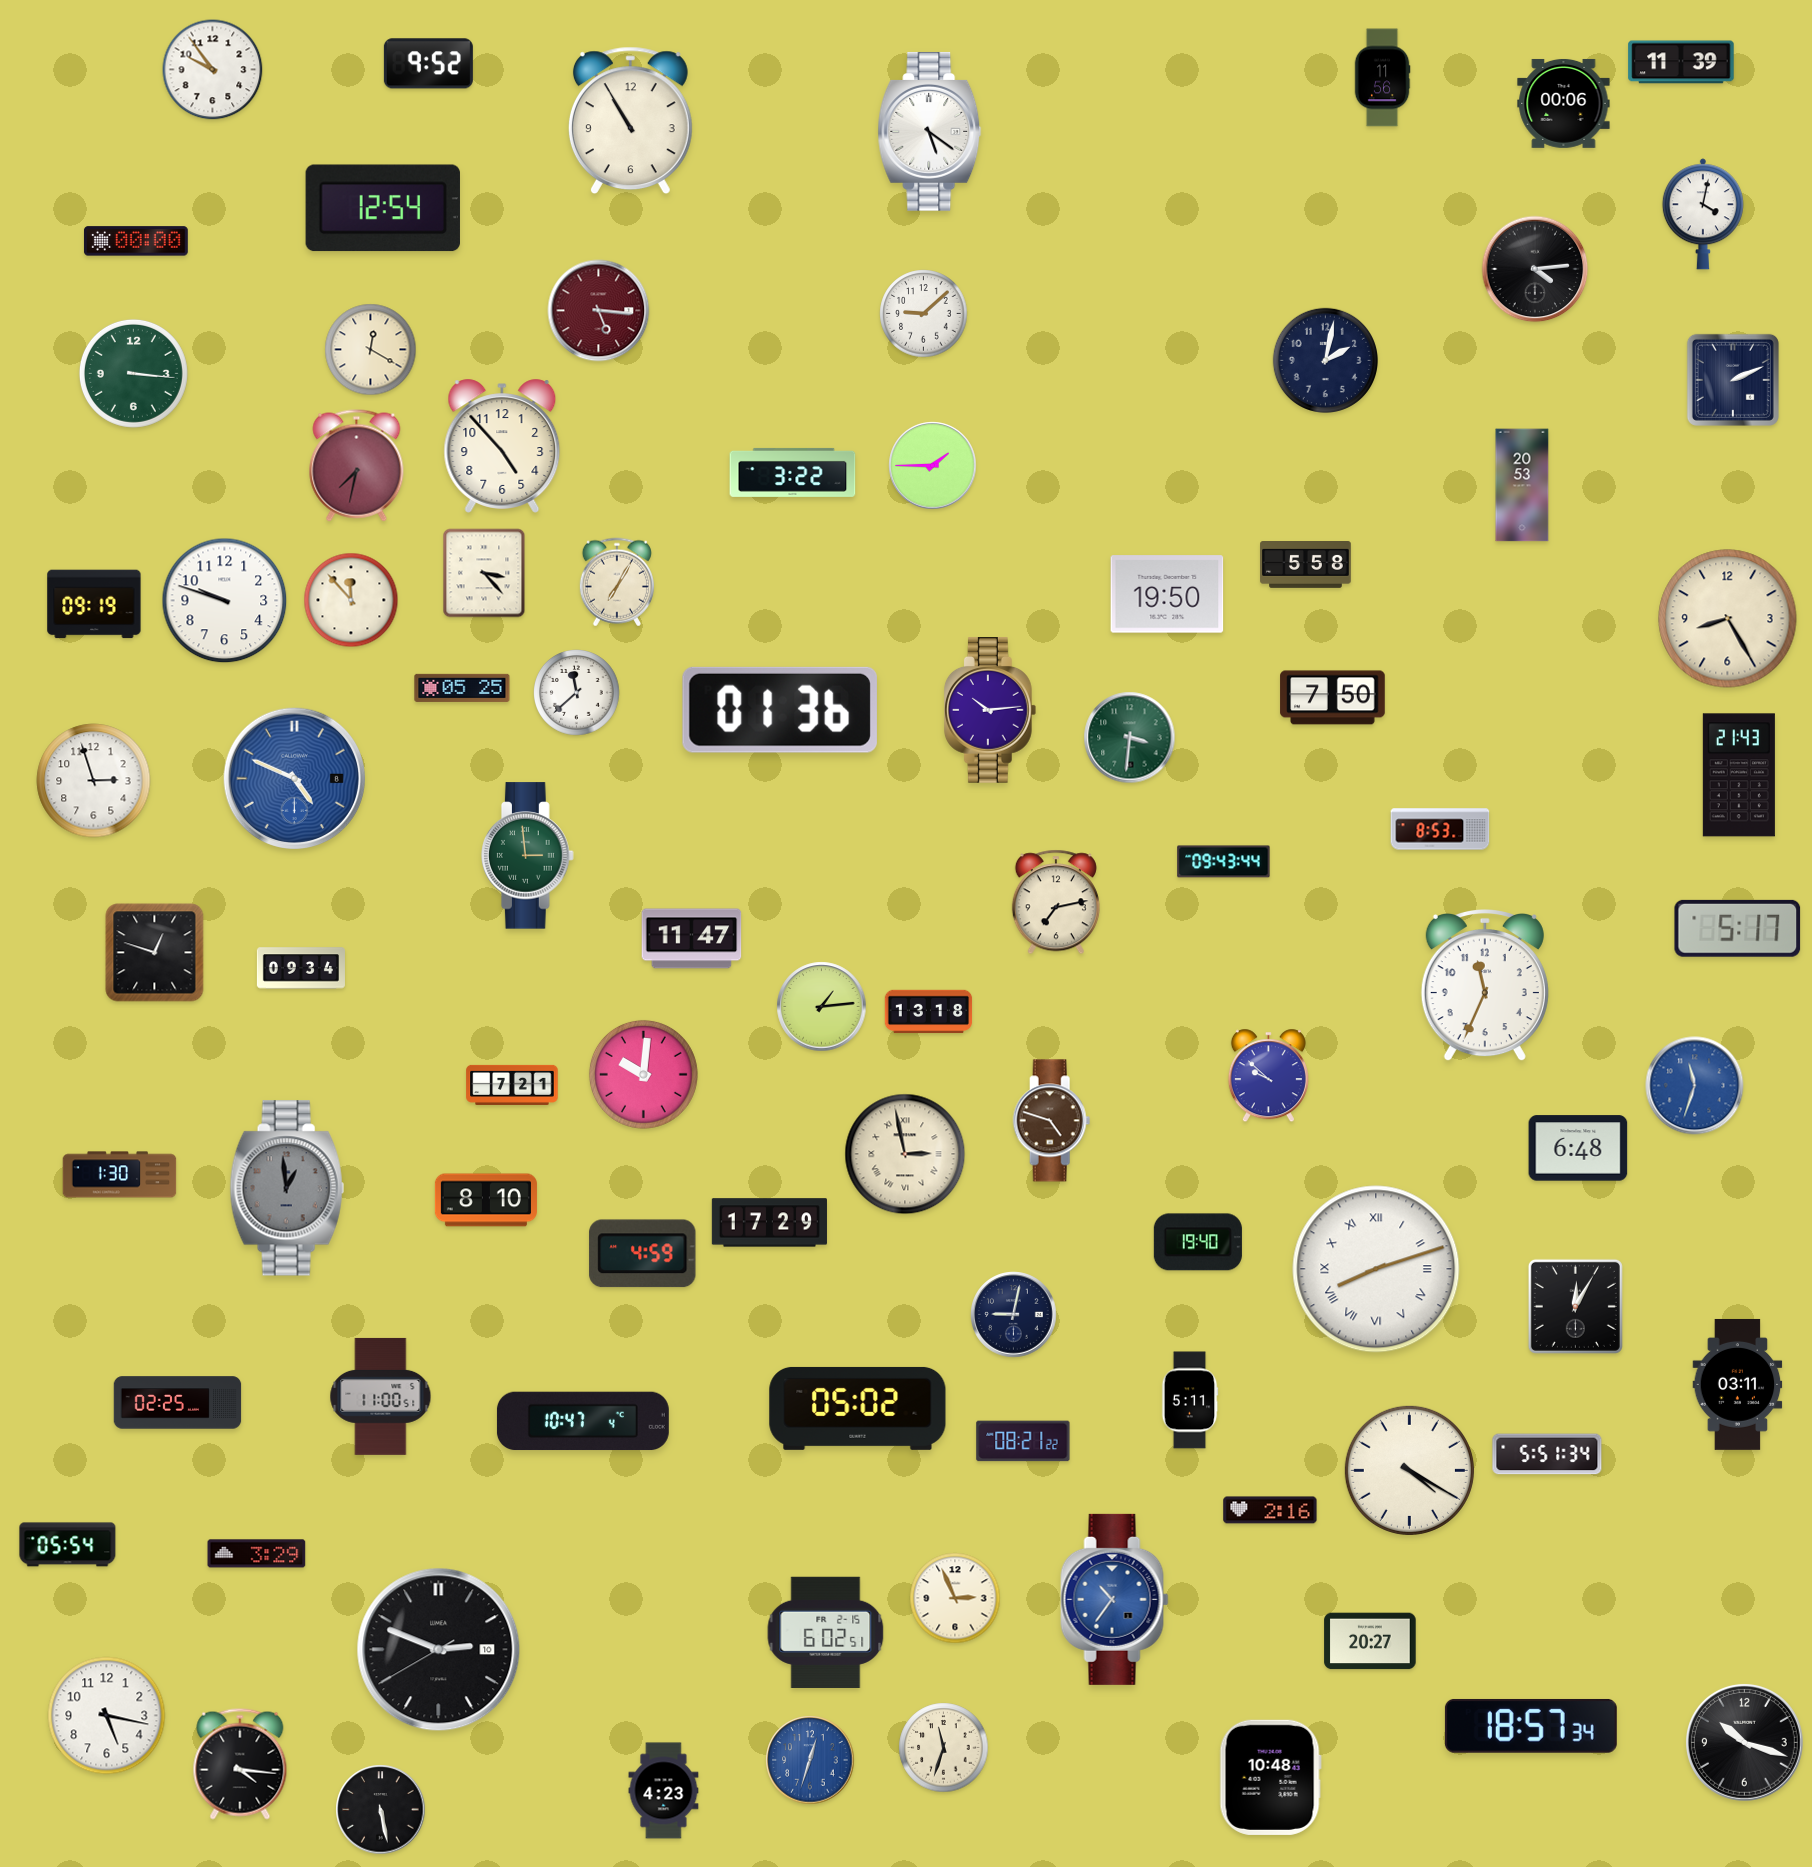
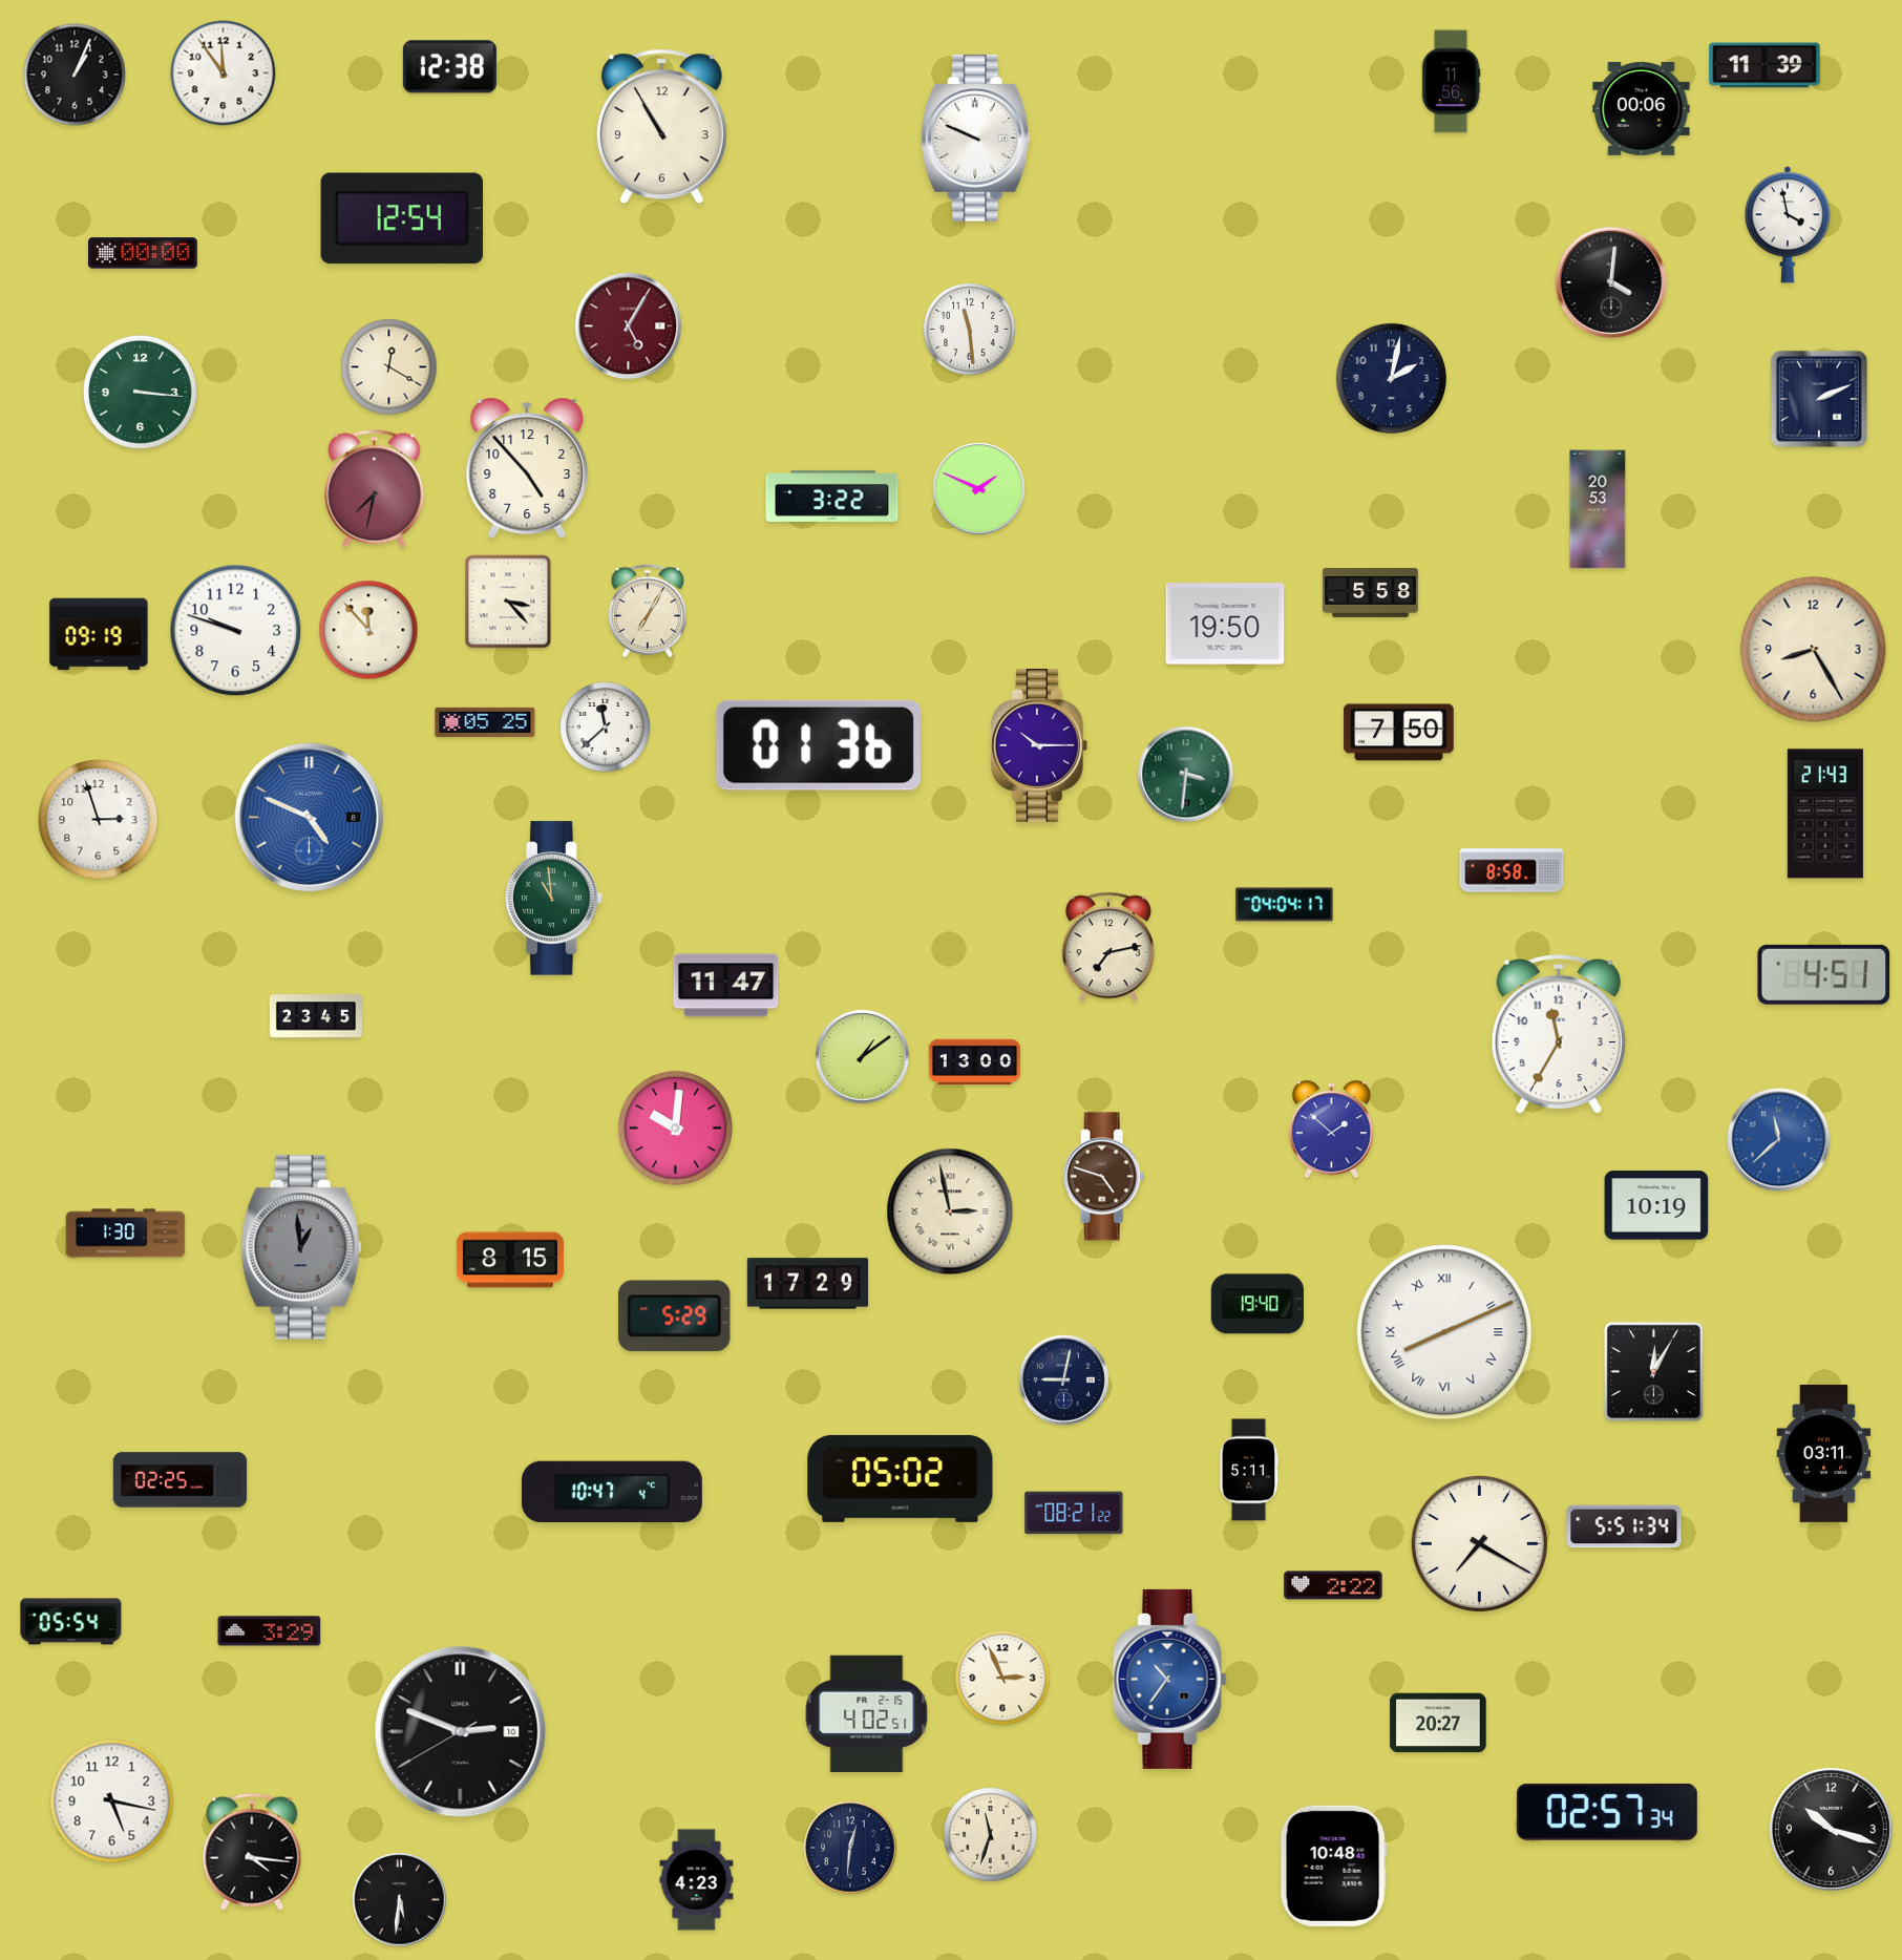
clock at (428, 64): 9:52 -> 12:38
clock at (213, 70): 9:54 -> 11:54
clock at (75, 75): none -> 1:04
clock at (930, 131): 5:21 -> 9:49
clock at (1703, 214): 4:02 -> 3:58
clock at (1535, 269): 4:14 -> 4:01
clock at (599, 311): 5:16 -> 5:05
clock at (924, 314): 9:08 -> 11:29
clock at (933, 466): 1:45 -> 1:49
clock at (990, 710): 10:14 -> 10:15
clock at (1440, 829): 8:53 -> 8:58
clock at (528, 856): 2:59 -> 10:59
clock at (1224, 862): 09:43 -> 04:04
clock at (1738, 928): 5:17 -> 4:51
clock at (155, 953): 12:48 -> none
clock at (301, 968): 09:34 -> 23:45
clock at (1485, 985): 11:34 -> 11:35
clock at (822, 1007): 1:14 -> 1:09
clock at (929, 1012): 13:18 -> 13:00
clock at (1268, 1076): 9:52 -> 1:52
clock at (512, 1085): 7:21 -> none
clock at (1695, 1086): 11:33 -> 11:38
clock at (1578, 1148): 6:48 -> 10:19
clock at (486, 1200): 8:10 -> 8:15
clock at (643, 1254): 4:59 -> 5:29
clock at (1376, 1269): 8:12 -> 8:11
clock at (381, 1396): 11:00 -> none
clock at (178, 1403) position: (178, 1403) -> (181, 1480)
clock at (1409, 1470): 4:20 -> 7:20
clock at (1270, 1510): 2:16 -> 2:22
clock at (826, 1632): 6:02 -> 4:02
clock at (1531, 1726): 18:57 -> 02:57
clock at (810, 1760): 12:33 -> 12:31
clock at (810, 1760) dial: blue -> navy
clock at (381, 1810): 5:28 -> 5:31
